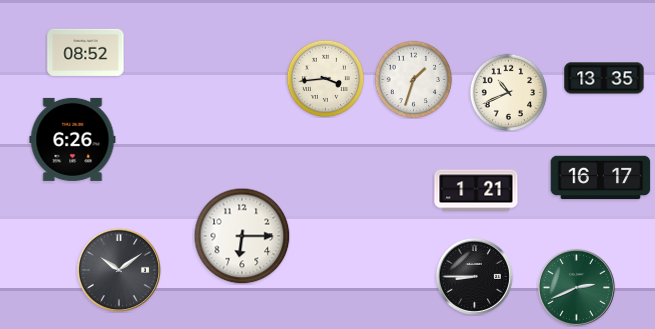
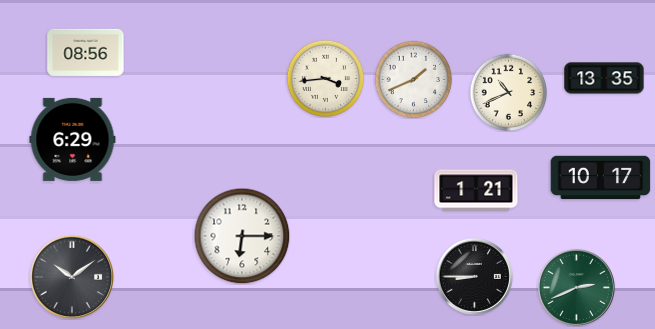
clock at (86, 52): 08:52 -> 08:56
clock at (413, 79): 1:33 -> 1:41
clock at (73, 139): 6:26 -> 6:29
clock at (601, 178): 16:17 -> 10:17
clock at (119, 270) position: (119, 270) -> (72, 277)
